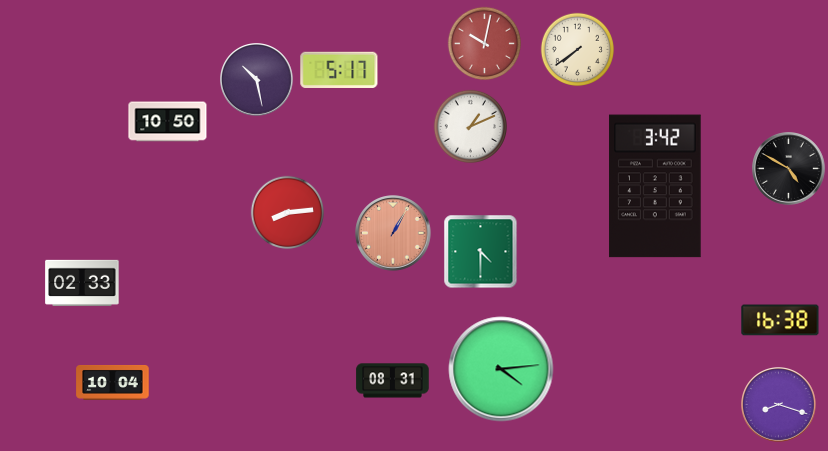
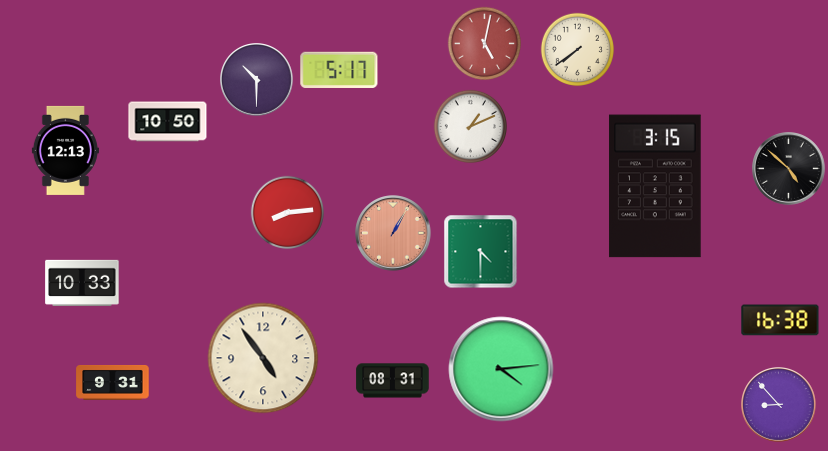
clock at (485, 44): 10:02 -> 5:02
clock at (257, 80): 10:28 -> 10:30
clock at (65, 150): none -> 12:13
clock at (789, 169): 4:50 -> 4:52
clock at (655, 186): 3:42 -> 3:15
clock at (82, 283): 02:33 -> 10:33
clock at (263, 358): none -> 4:54
clock at (113, 382): 10:04 -> 9:31
clock at (779, 405): 8:18 -> 8:53
